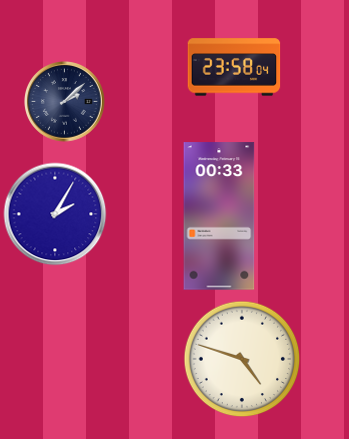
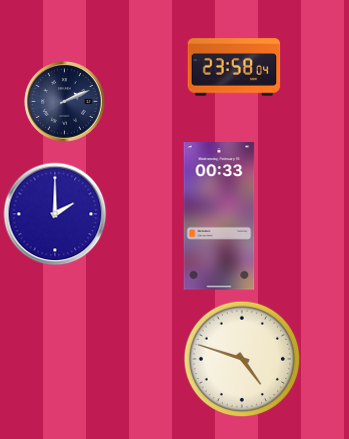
clock at (65, 102): 2:08 -> 2:11
clock at (55, 214): 2:05 -> 2:00
